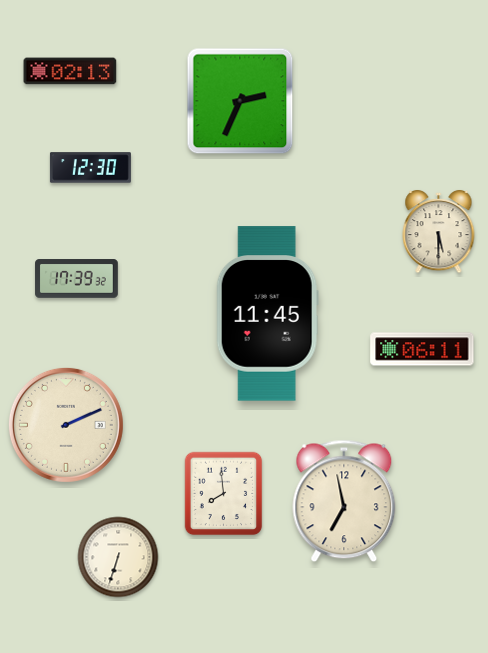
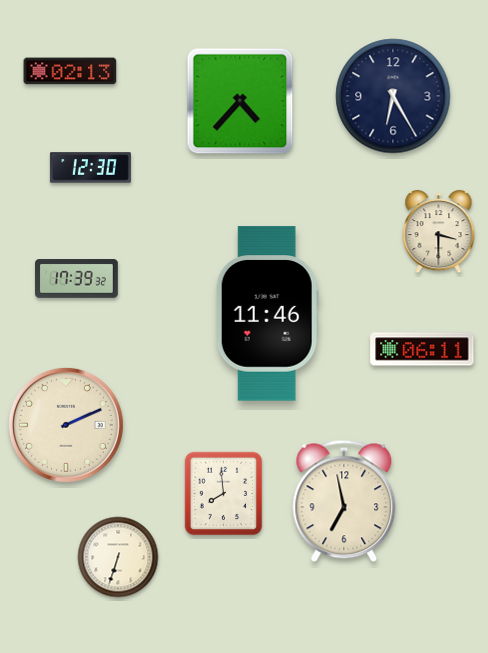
clock at (393, 96): none -> 6:25
clock at (240, 101): 2:34 -> 4:37
clock at (439, 232): 5:30 -> 3:30
clock at (267, 314): 11:45 -> 11:46
